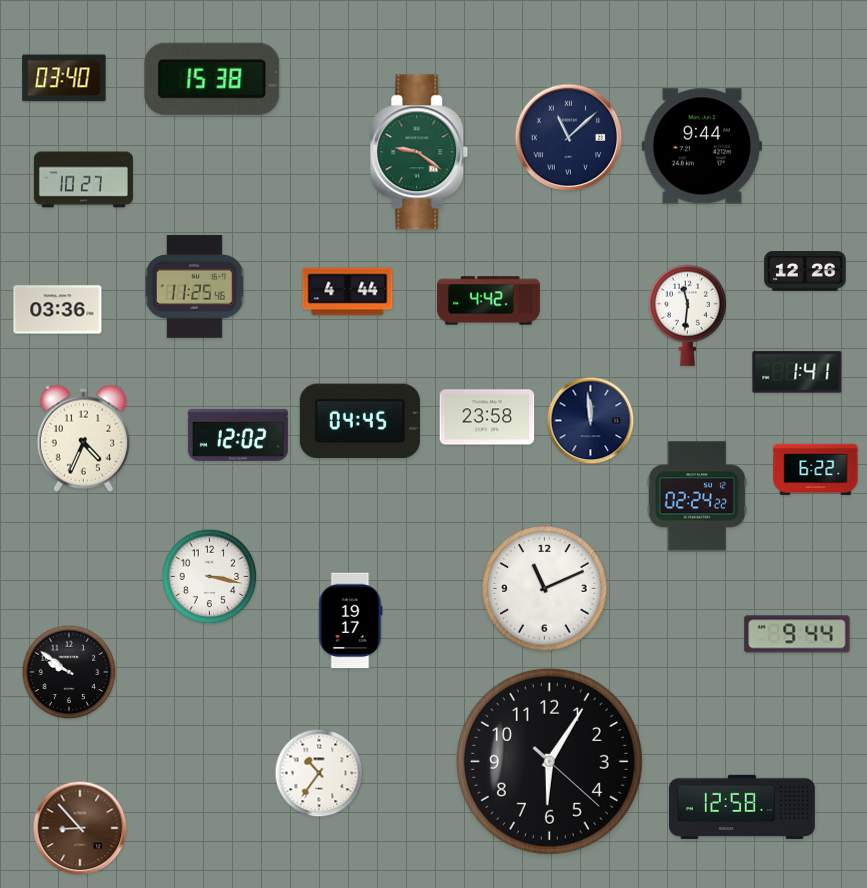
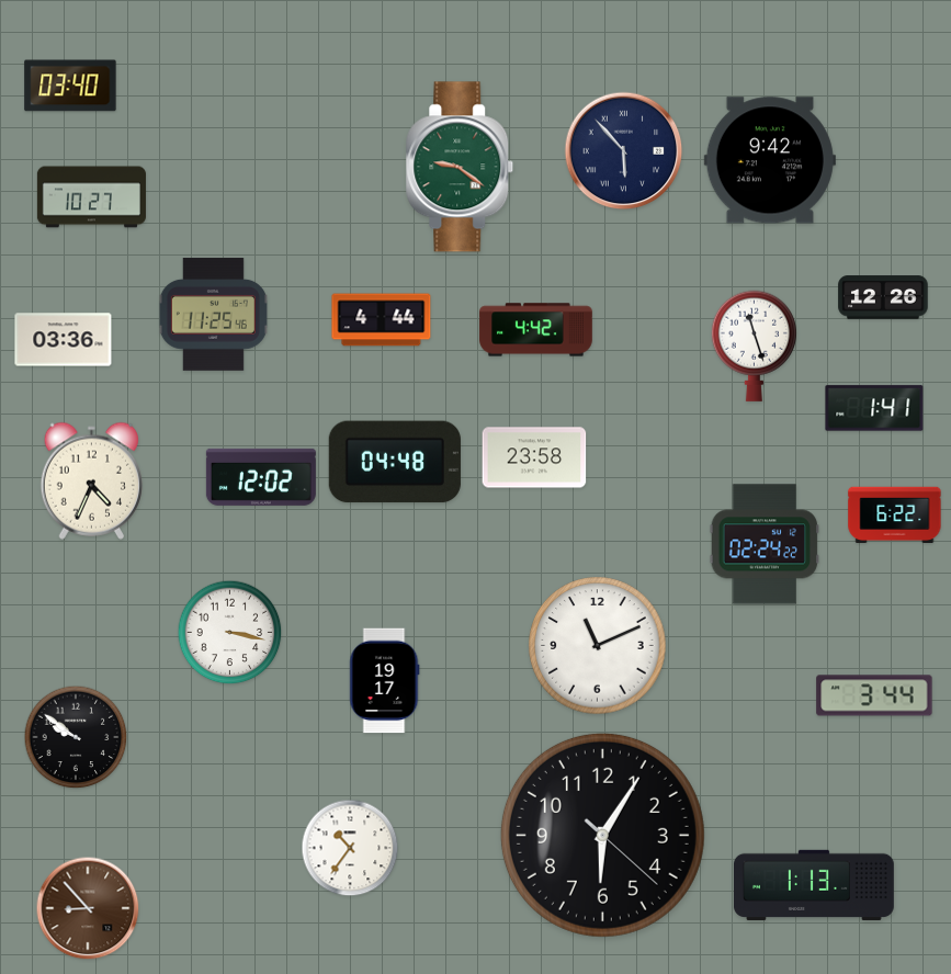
clock at (212, 79): 15:38 -> none
clock at (569, 138): 11:08 -> 5:53
clock at (702, 146): 9:44 -> 9:42
clock at (687, 315): 11:31 -> 11:27
clock at (360, 421): 04:45 -> 04:48
clock at (591, 421): 11:59 -> none
clock at (797, 634): 9:44 -> 3:44
clock at (742, 807): 12:58 -> 1:13
